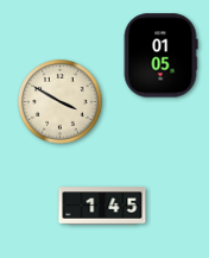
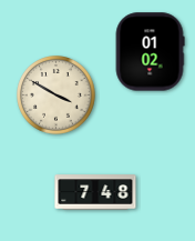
clock at (160, 56): 01:05 -> 01:02
clock at (102, 206): 1:45 -> 7:48
